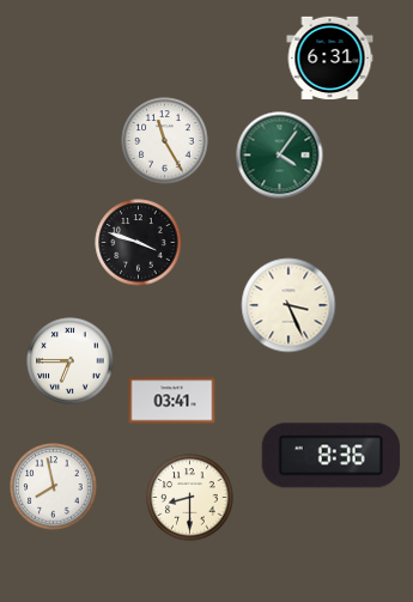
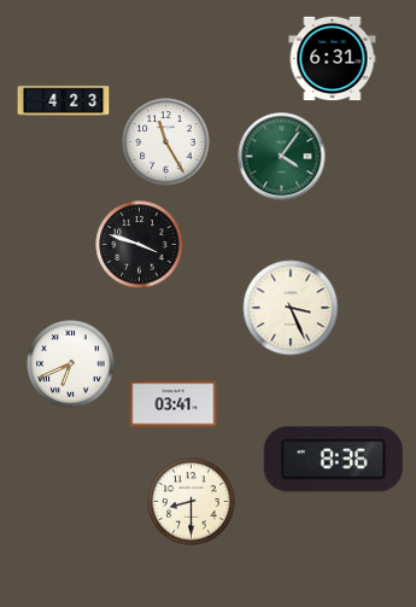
clock at (64, 101): none -> 4:23
clock at (71, 361): 6:45 -> 6:41
clock at (54, 487): 7:58 -> none
